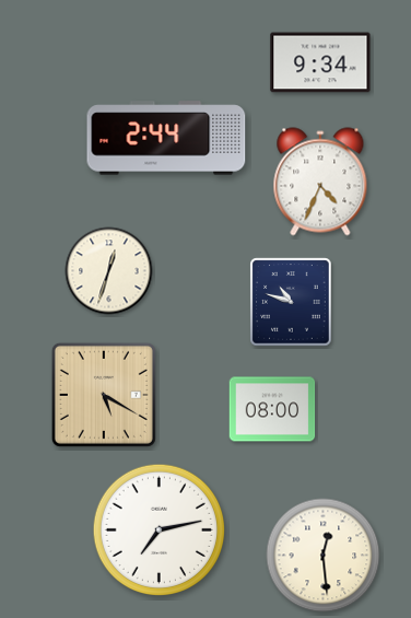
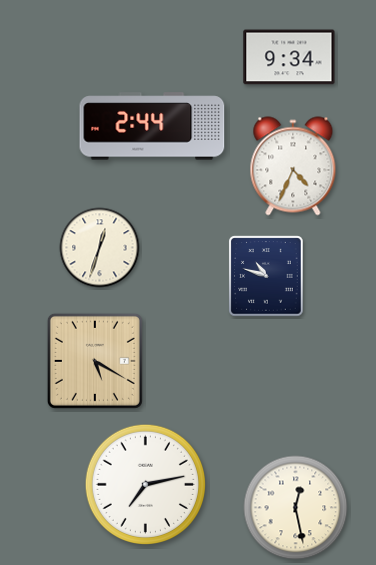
clock at (320, 62) position: (320, 62) -> (289, 57)
clock at (272, 409): 08:00 -> none
clock at (324, 556): 12:29 -> 12:28
